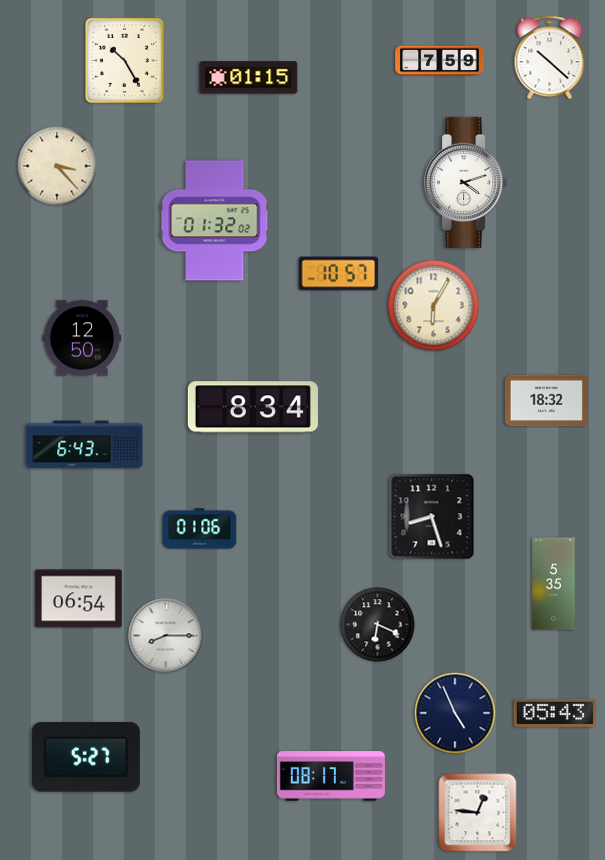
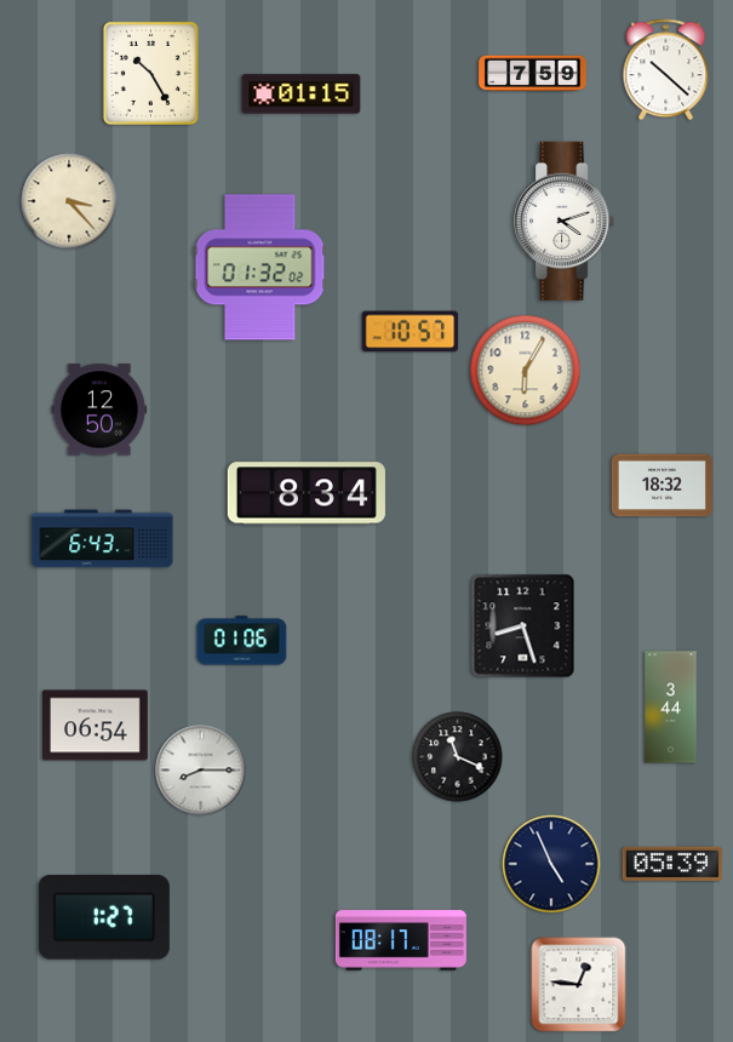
clock at (554, 584): 5:35 -> 3:44
clock at (378, 625): 6:19 -> 11:19
clock at (555, 713): 05:43 -> 05:39
clock at (86, 757): 5:27 -> 1:27
